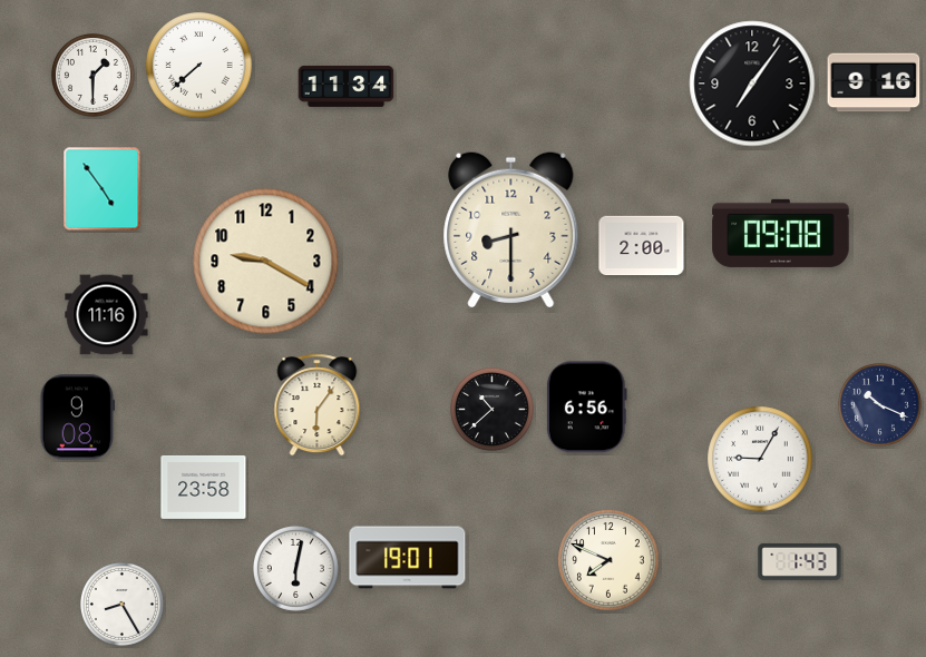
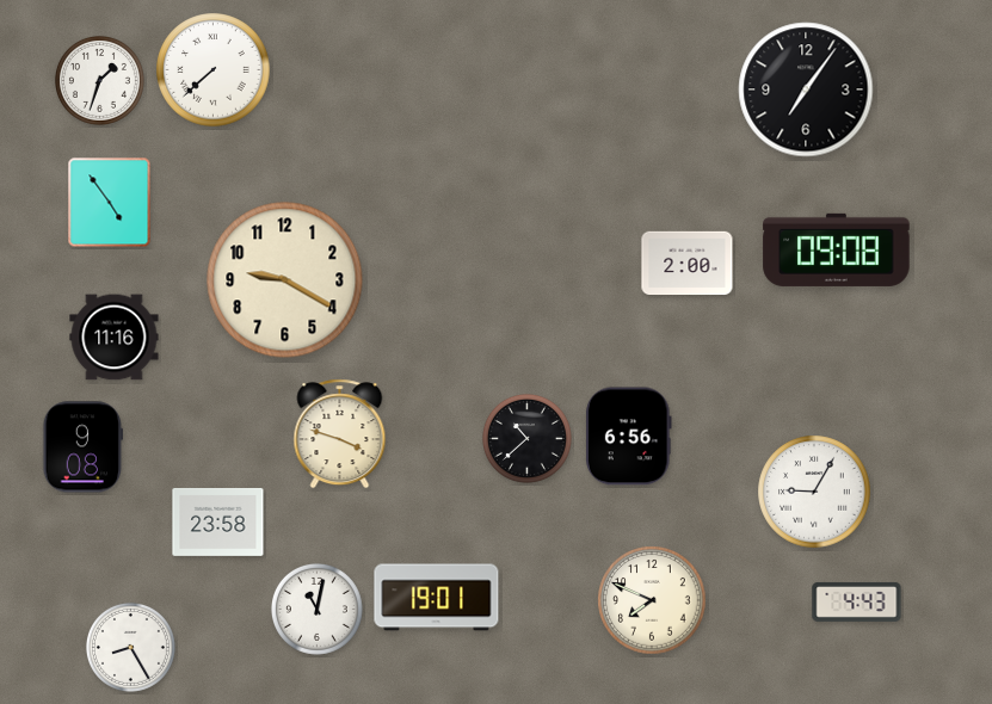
clock at (92, 75): 1:30 -> 1:33
clock at (874, 82): 9:16 -> none
clock at (347, 86): 11:34 -> none
clock at (511, 231): 8:30 -> none
clock at (879, 404): 10:19 -> none
clock at (318, 405): 6:06 -> 3:48
clock at (800, 561): 1:43 -> 4:43
clock at (295, 568): 6:02 -> 11:02
